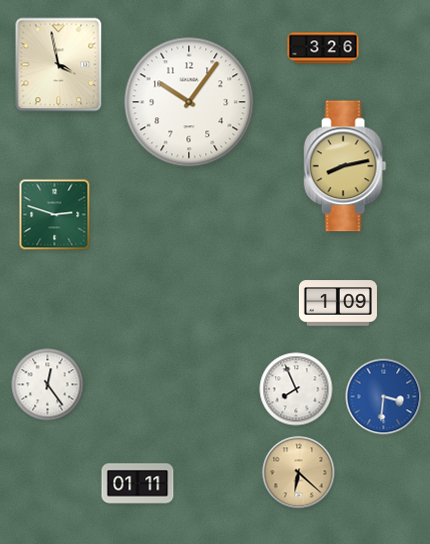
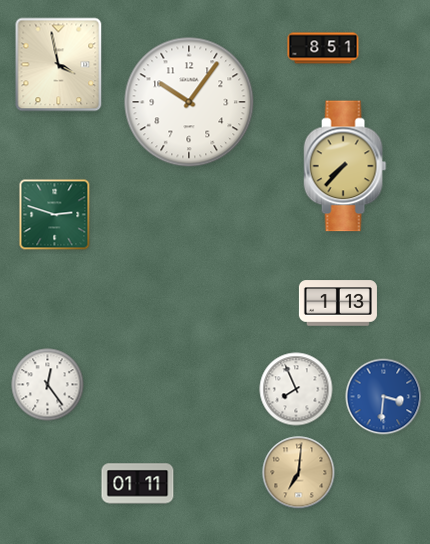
clock at (323, 48): 3:26 -> 8:51
clock at (345, 166): 8:13 -> 7:37
clock at (338, 303): 1:09 -> 1:13
clock at (299, 473): 6:22 -> 7:01
